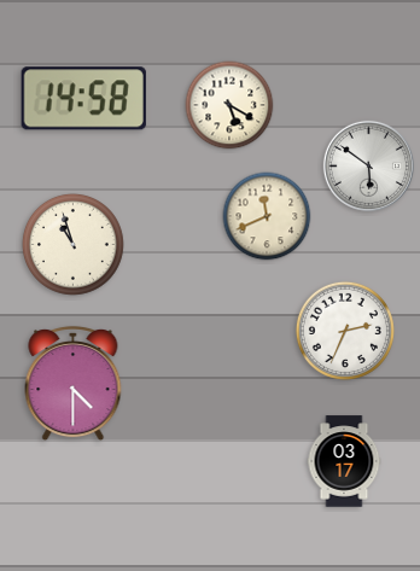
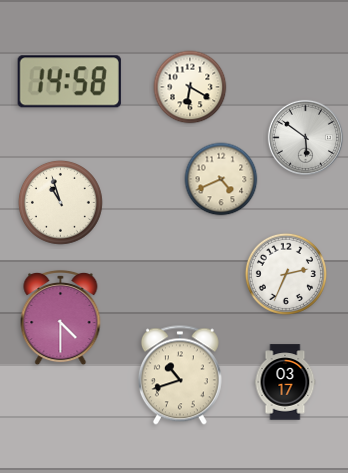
clock at (229, 105): 5:20 -> 6:20
clock at (267, 216): 11:41 -> 4:41
clock at (180, 375): none -> 10:42
